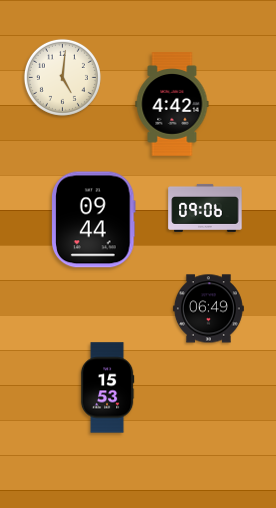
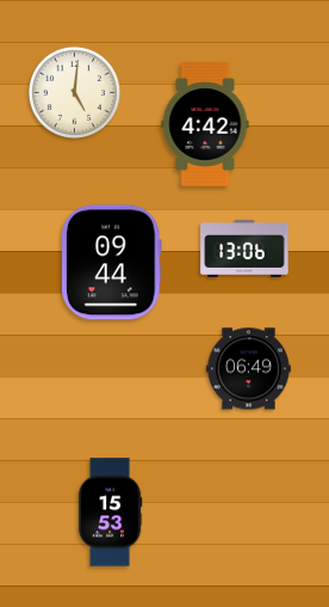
clock at (205, 208): 09:06 -> 13:06
clock at (107, 388) position: (107, 388) -> (110, 513)
